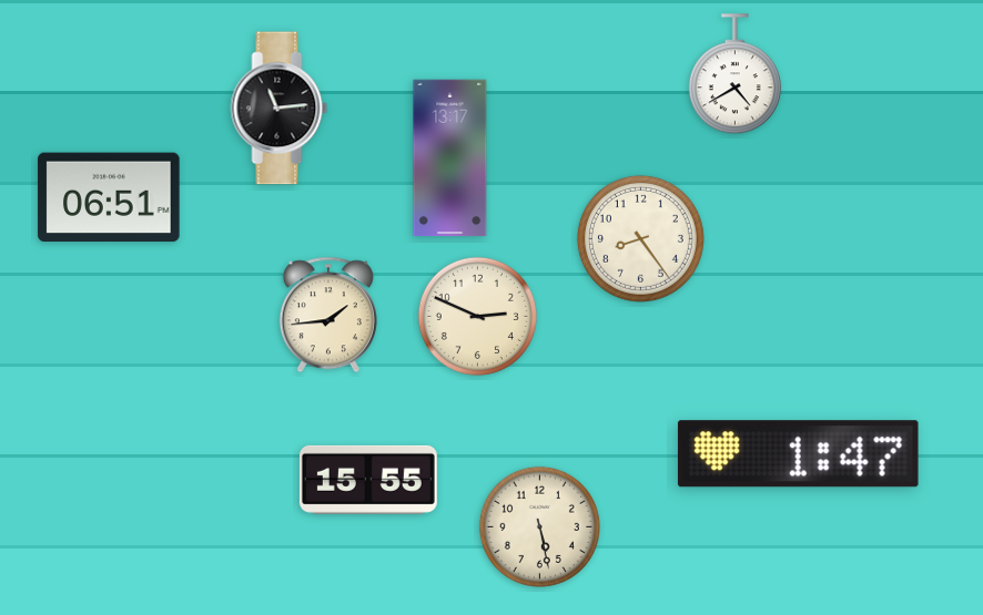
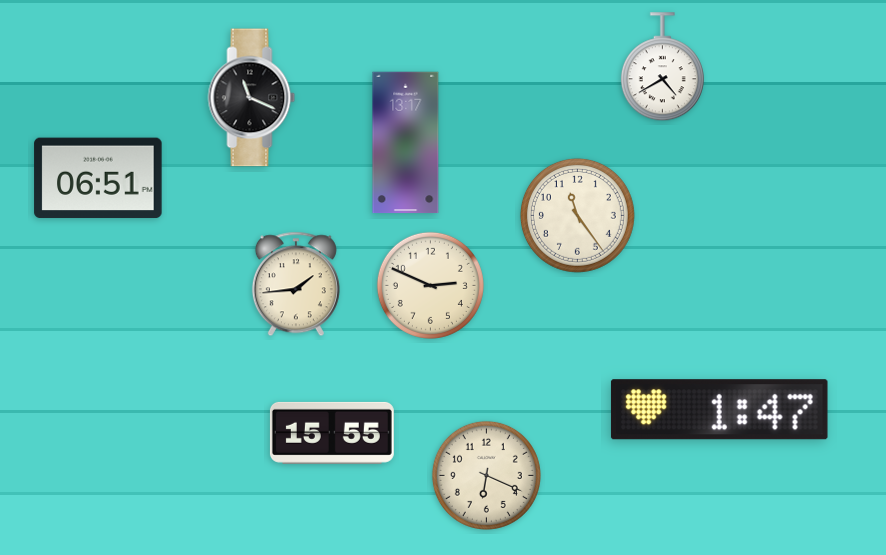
clock at (280, 109): 11:14 -> 11:19
clock at (640, 238): 8:24 -> 11:24
clock at (539, 526): 5:28 -> 6:19
